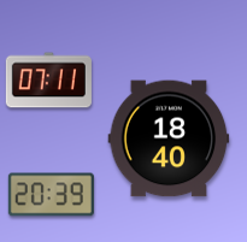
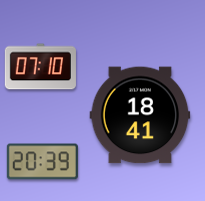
clock at (48, 81): 07:11 -> 07:10
clock at (169, 138): 18:40 -> 18:41
